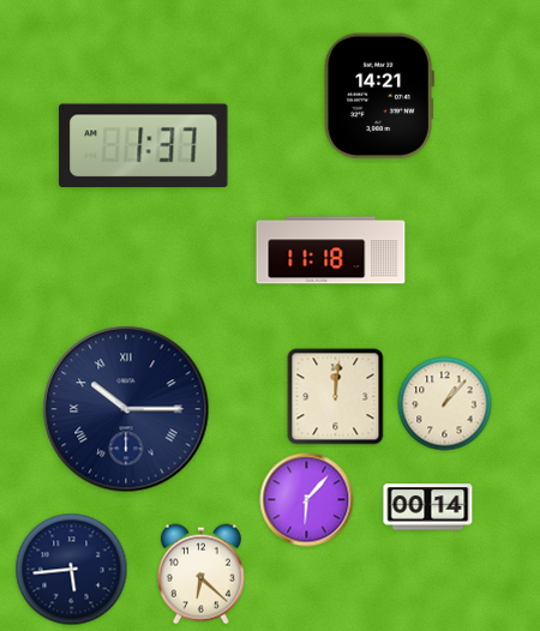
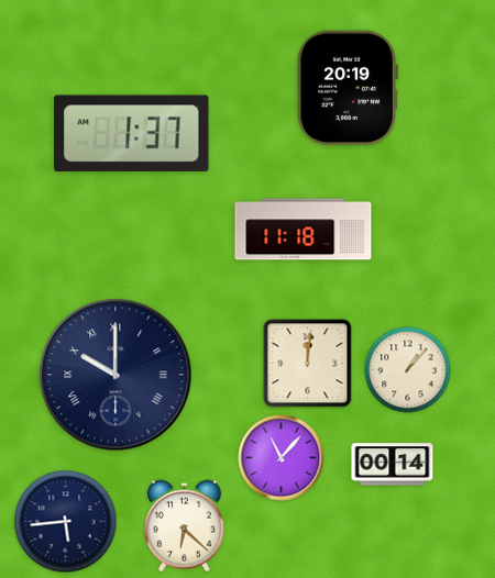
clock at (379, 96): 14:21 -> 20:19
clock at (126, 409): 10:15 -> 10:00
clock at (307, 500): 6:07 -> 11:07
